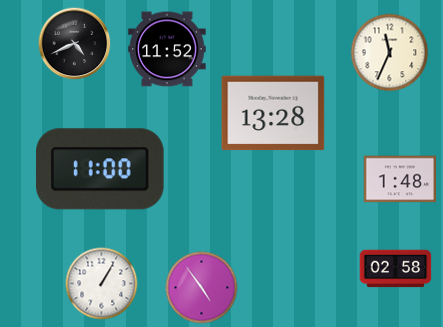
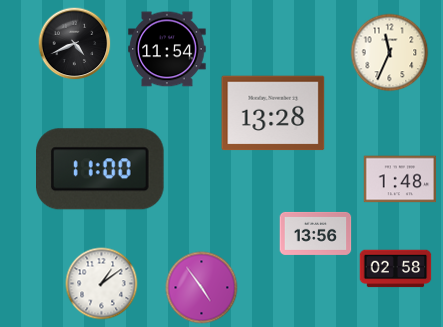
clock at (167, 49): 11:52 -> 11:54
clock at (316, 233): none -> 13:56
clock at (102, 284): 1:05 -> 1:09
